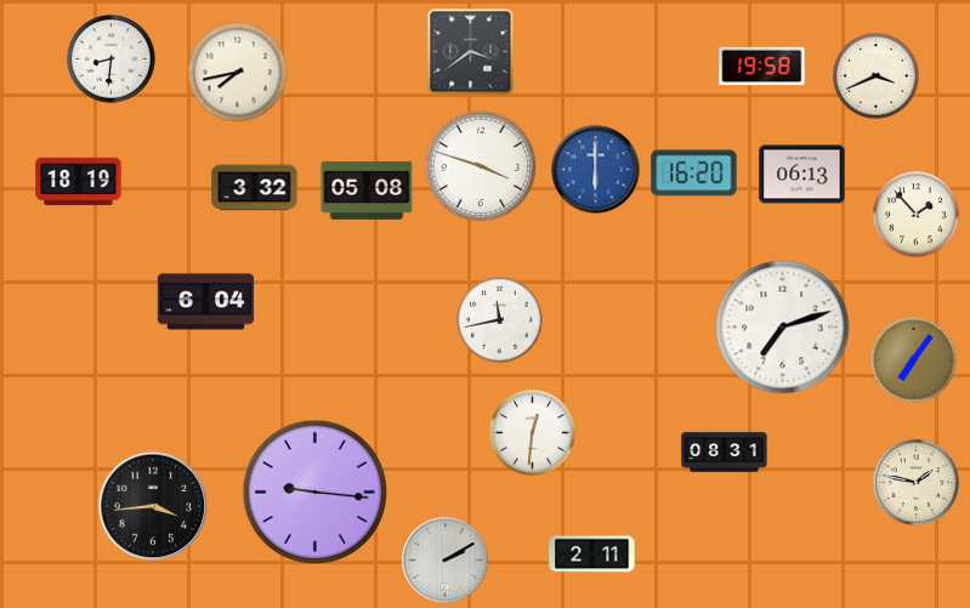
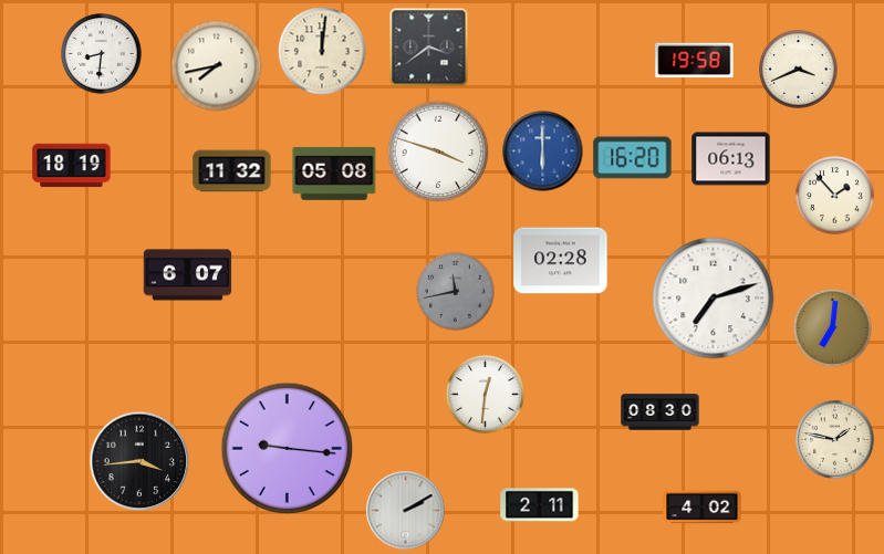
clock at (322, 51): none -> 12:01
clock at (596, 170) position: (596, 170) -> (543, 151)
clock at (255, 188): 3:32 -> 11:32
clock at (561, 261): none -> 02:28
clock at (206, 302): 6:04 -> 6:07
clock at (500, 320) dial: white -> grey
clock at (914, 360): 7:06 -> 7:01
clock at (725, 453): 08:31 -> 08:30
clock at (703, 508): none -> 4:02
